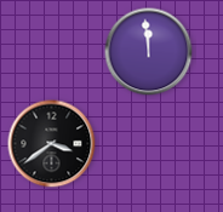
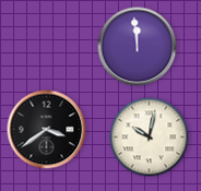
clock at (149, 52) position: (149, 52) -> (138, 47)
clock at (150, 138): none -> 10:02
